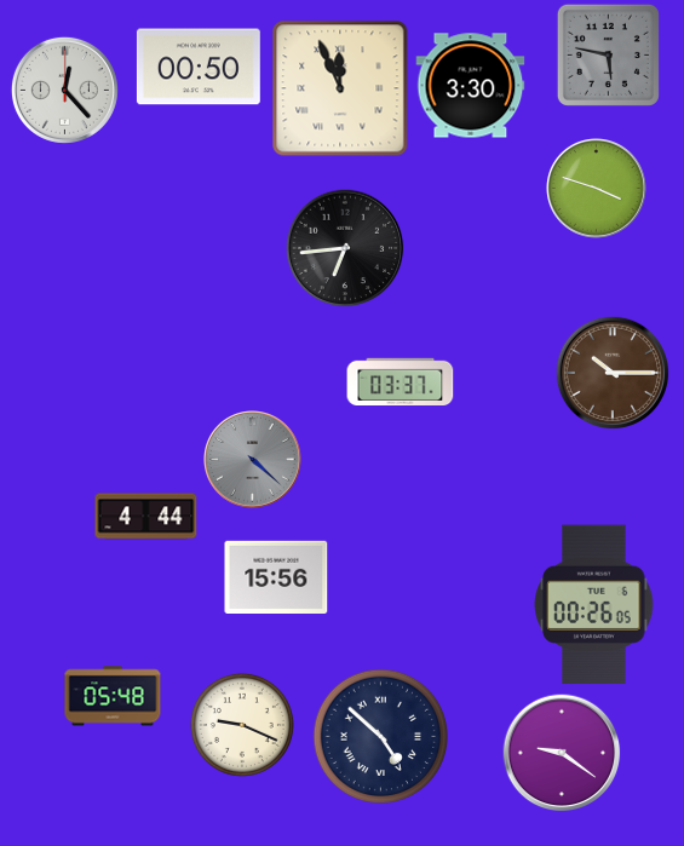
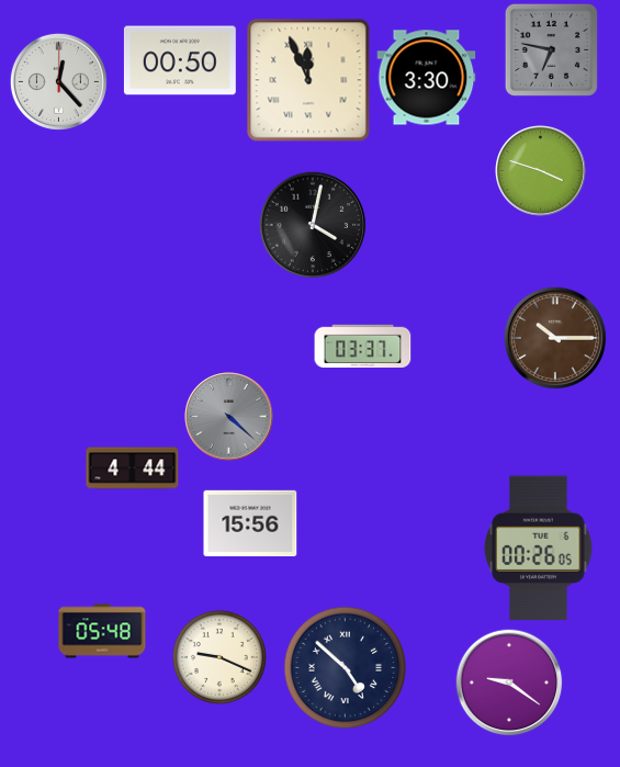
clock at (608, 54): 5:47 -> 6:47
clock at (345, 248): 6:44 -> 4:02
